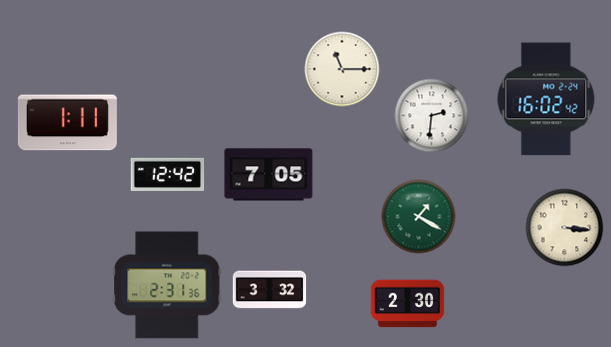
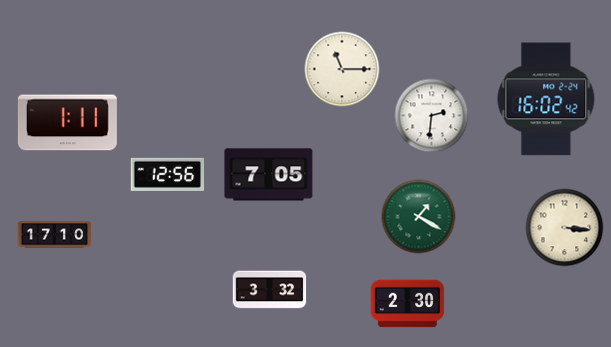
clock at (168, 174): 12:42 -> 12:56
clock at (55, 235): none -> 17:10
clock at (167, 285): 2:31 -> none
